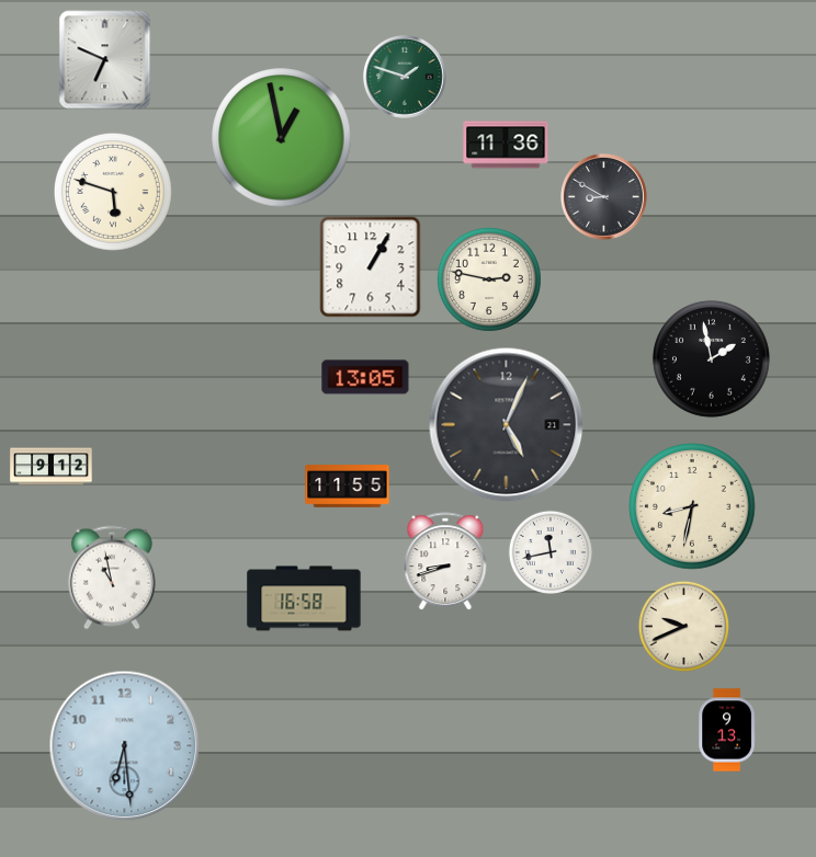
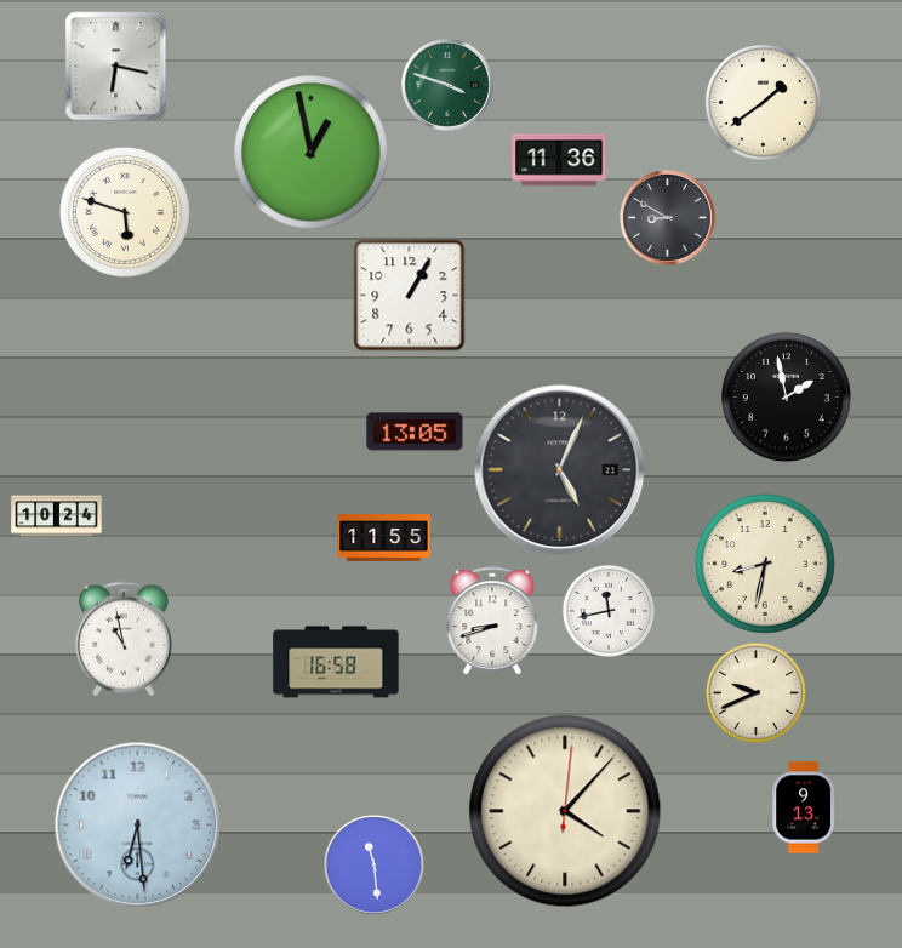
clock at (105, 60): 6:49 -> 6:17
clock at (406, 78): 1:48 -> 3:48
clock at (763, 102): none -> 1:39
clock at (489, 279): 2:47 -> none
clock at (365, 377) position: (365, 377) -> (415, 432)
clock at (52, 467): 9:12 -> 10:24
clock at (692, 506) position: (692, 506) -> (765, 564)
clock at (565, 811): none -> 4:07
clock at (373, 864): none -> 11:29
